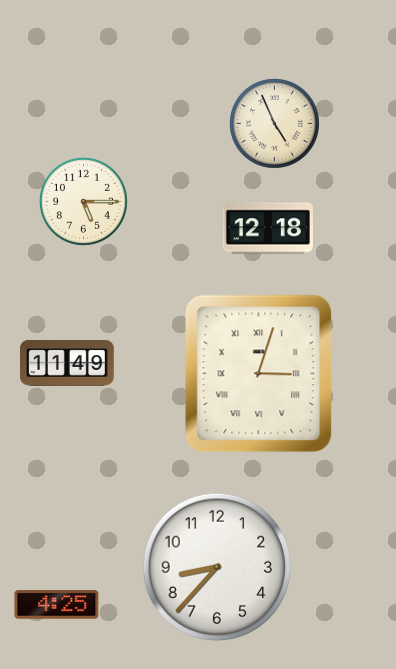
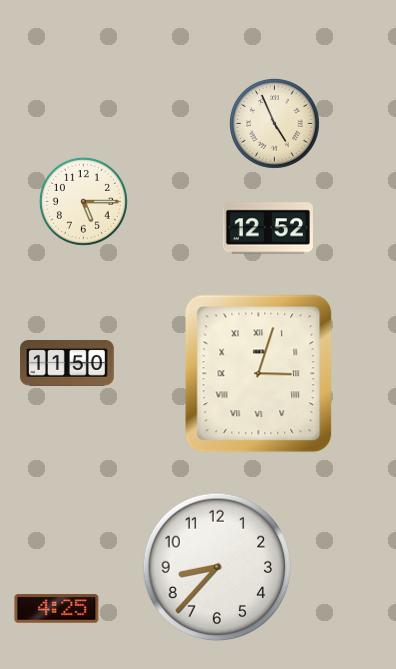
clock at (268, 228): 12:18 -> 12:52
clock at (67, 363): 11:49 -> 11:50
clock at (57, 605) position: (57, 605) -> (57, 609)
